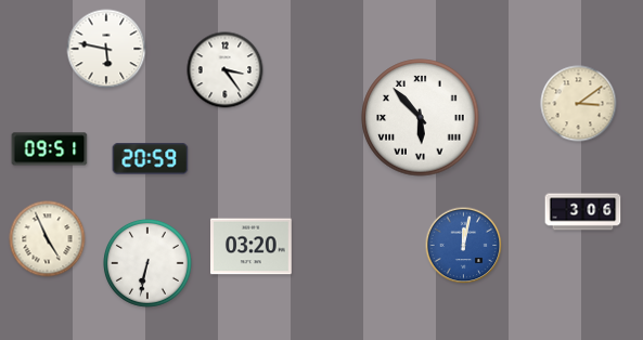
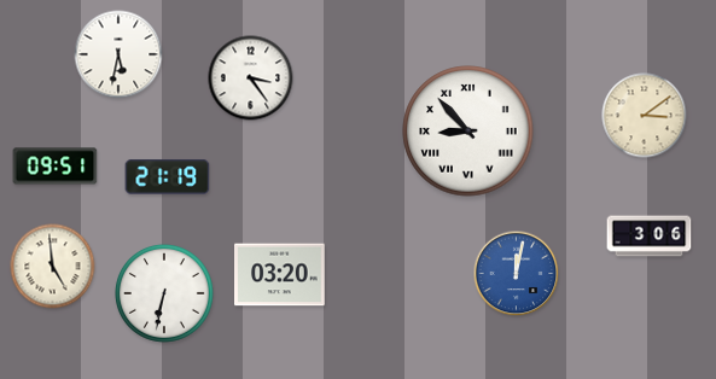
clock at (106, 49): 5:47 -> 5:32
clock at (421, 118): 5:53 -> 8:53
clock at (151, 159): 20:59 -> 21:19
clock at (48, 239): 4:56 -> 4:59
